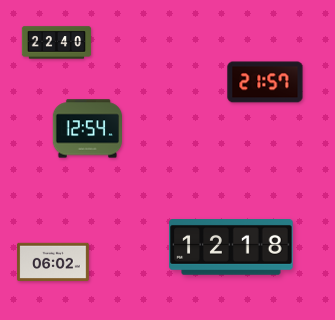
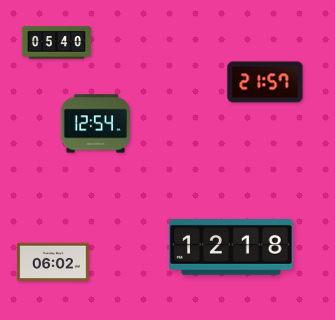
clock at (57, 43): 22:40 -> 05:40
clock at (87, 129) position: (87, 129) -> (95, 124)
